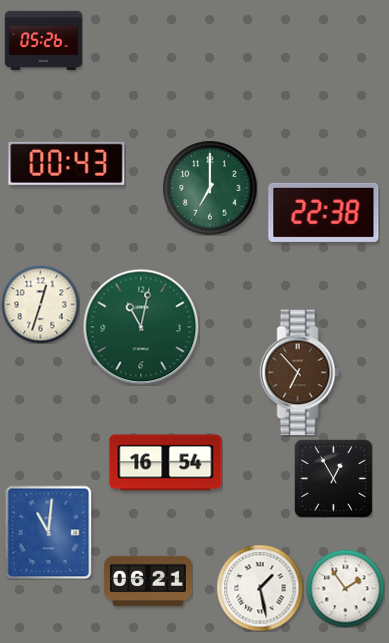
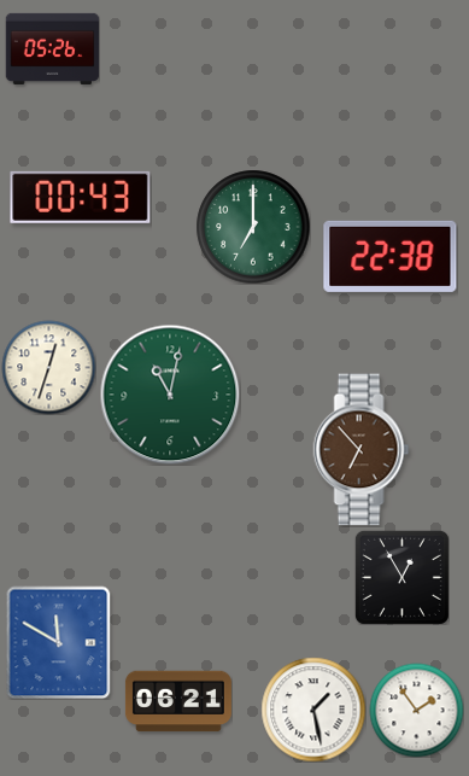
clock at (166, 463): 16:54 -> none
clock at (49, 532): 11:01 -> 11:50
